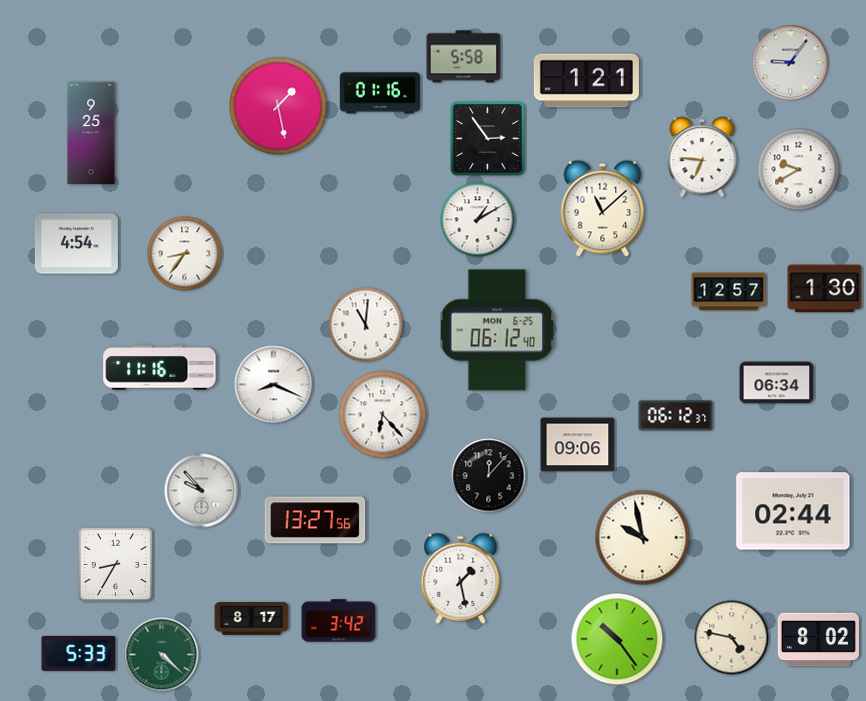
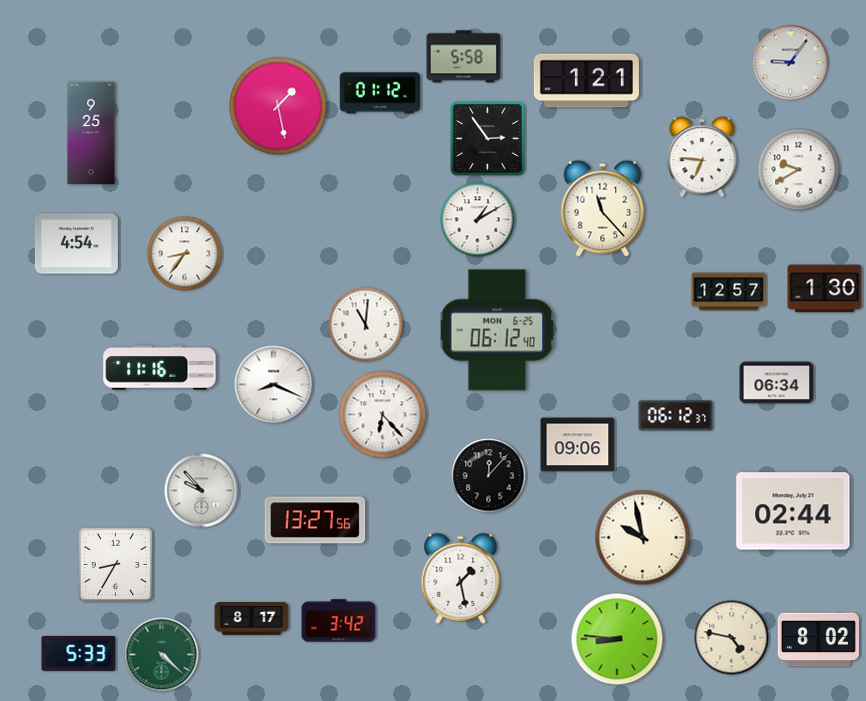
clock at (379, 93): 01:16 -> 01:12
clock at (603, 208): 11:08 -> 11:23
clock at (617, 639): 10:24 -> 8:46
